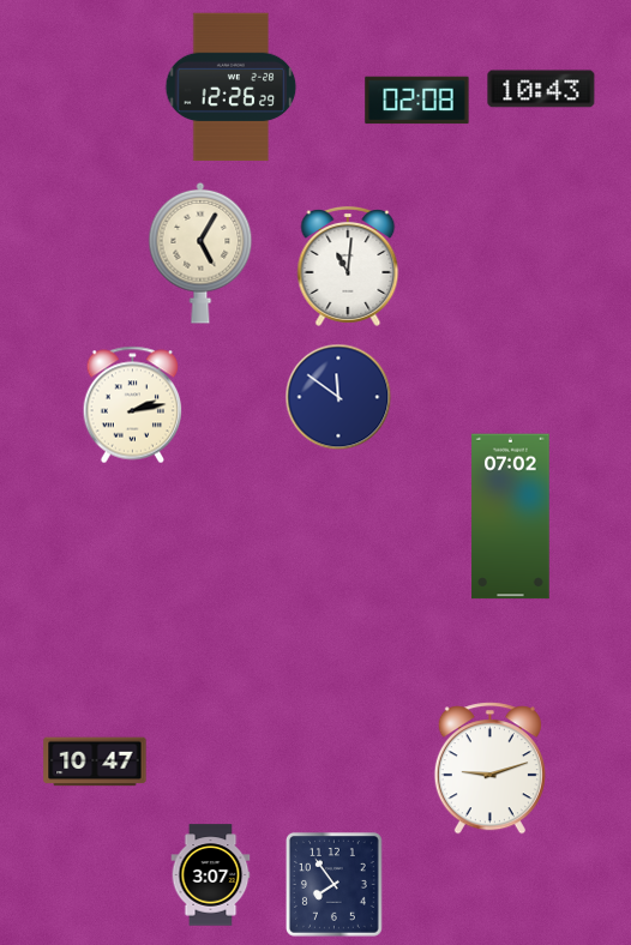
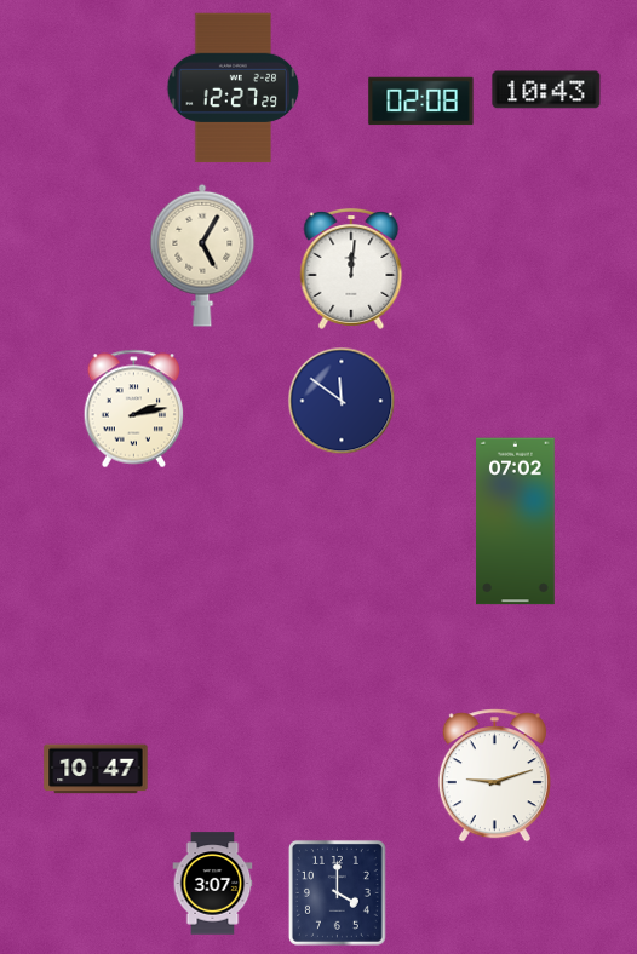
clock at (232, 88): 12:26 -> 12:27
clock at (348, 266): 11:01 -> 12:01
clock at (333, 884): 7:54 -> 4:00
